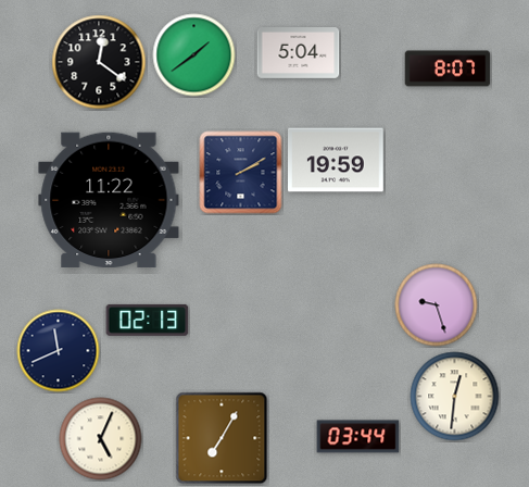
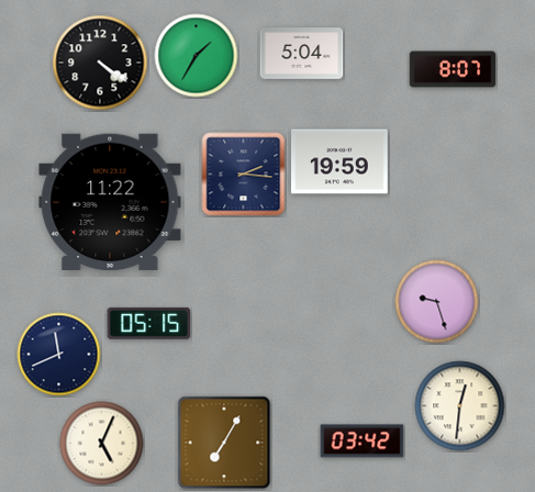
clock at (194, 55): 1:39 -> 1:35
clock at (99, 62): 12:21 -> 4:21
clock at (241, 173): 2:10 -> 2:16
clock at (437, 305) position: (437, 305) -> (437, 302)
clock at (148, 320): 02:13 -> 05:15
clock at (455, 397) position: (455, 397) -> (460, 406)
clock at (358, 437): 03:44 -> 03:42
